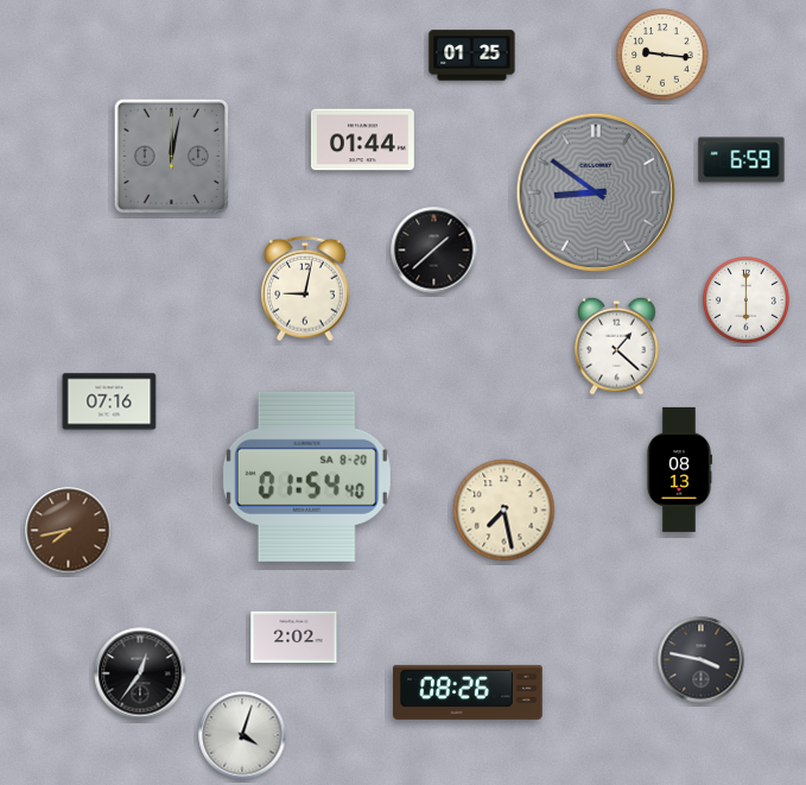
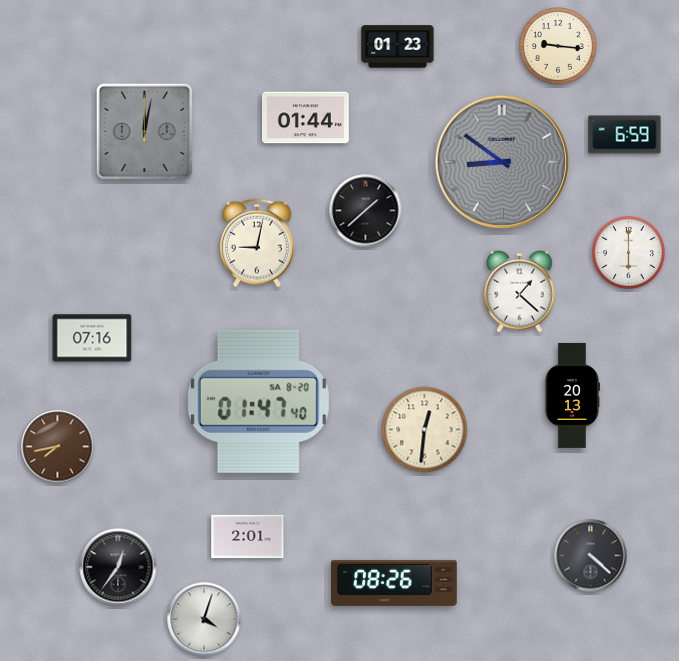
clock at (472, 56): 01:25 -> 01:23
clock at (678, 469): 08:13 -> 20:13
clock at (306, 476): 01:54 -> 01:47
clock at (504, 511): 7:28 -> 12:31
clock at (294, 638): 2:02 -> 2:01
clock at (702, 660): 3:47 -> 4:22
